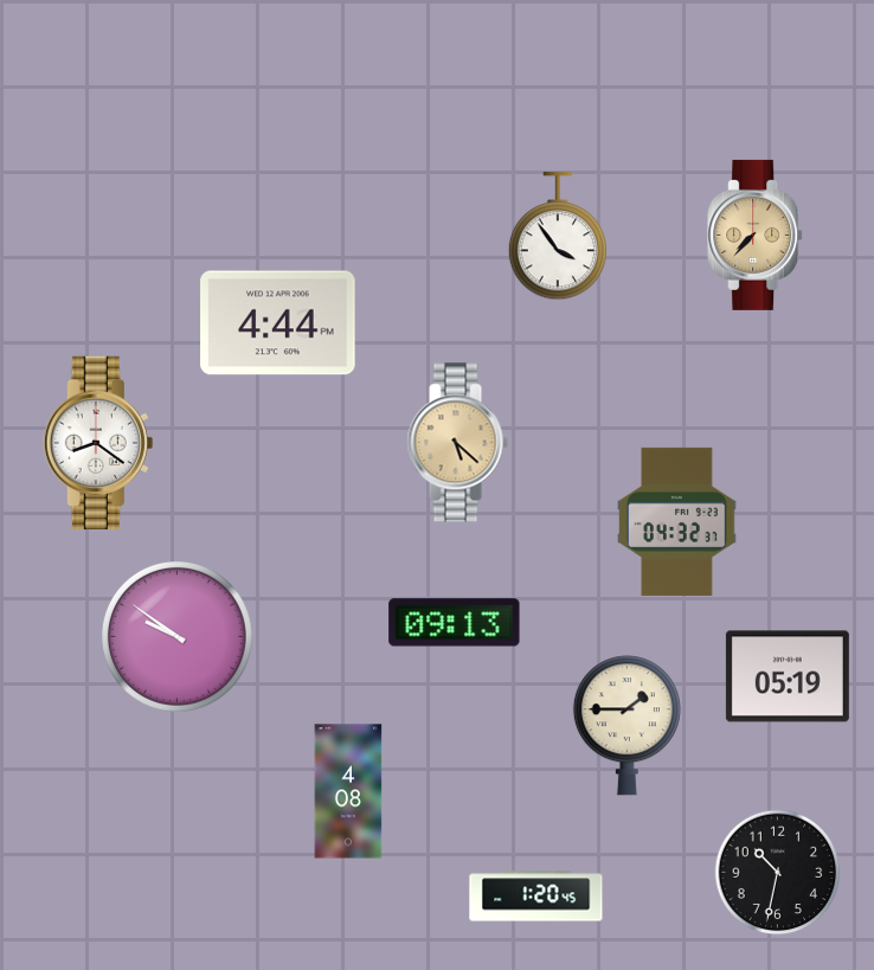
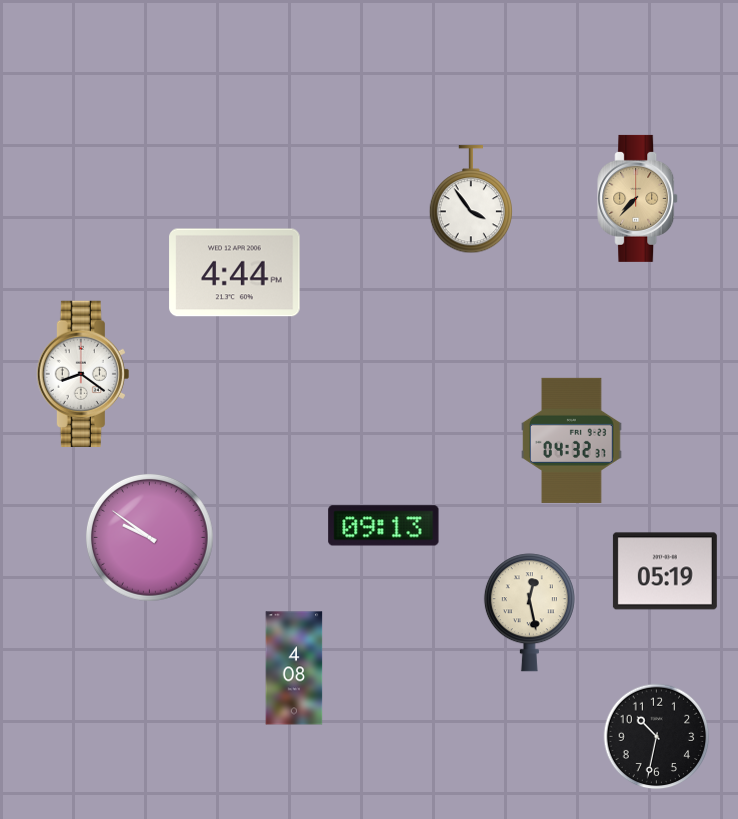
clock at (457, 443): 5:22 -> none
clock at (626, 726): 1:45 -> 12:28
clock at (536, 897): 1:20 -> none
